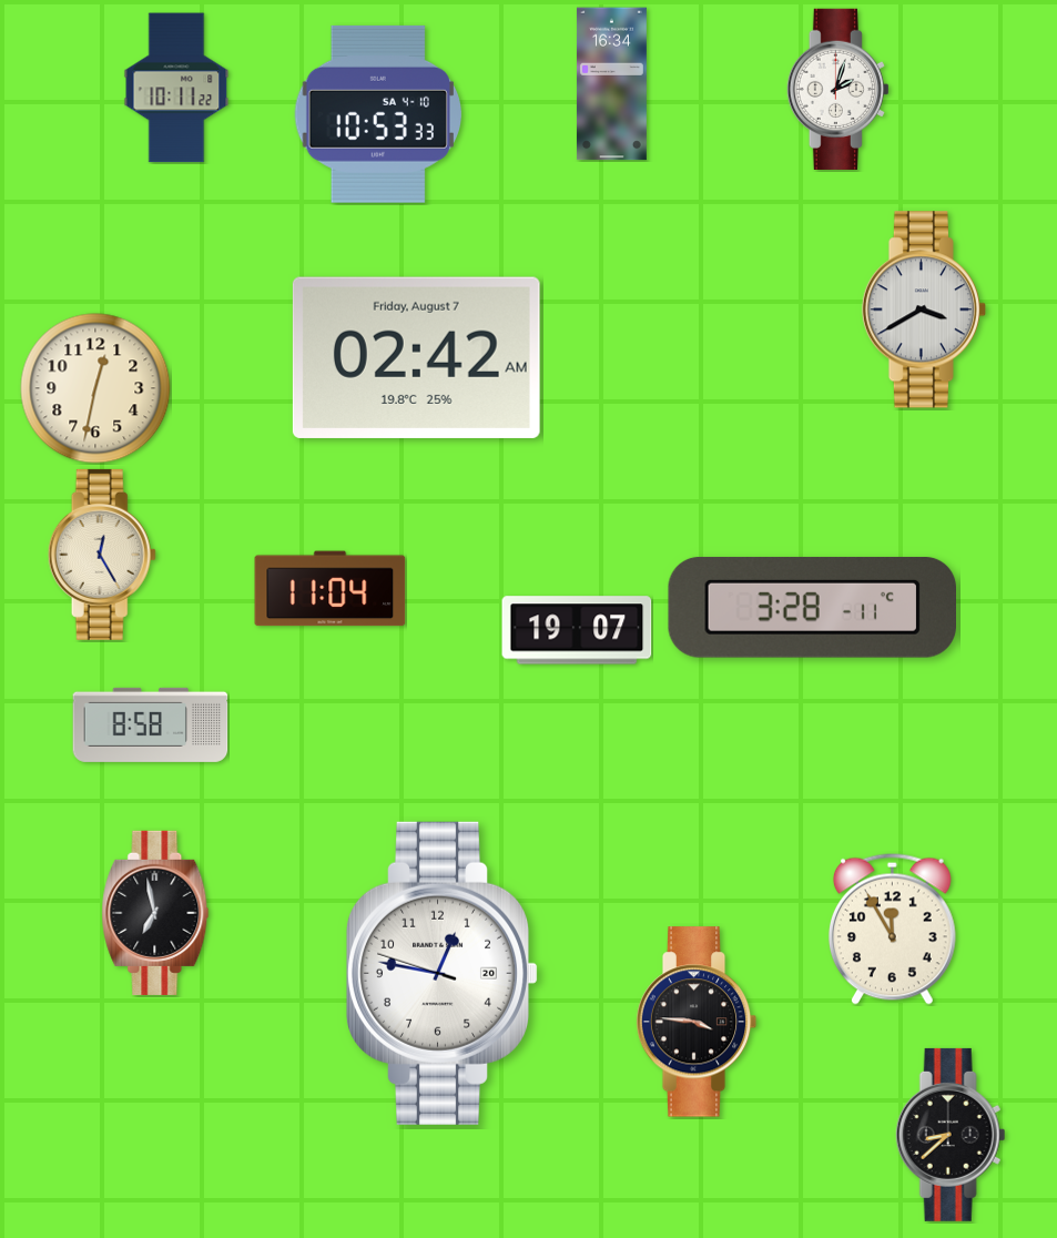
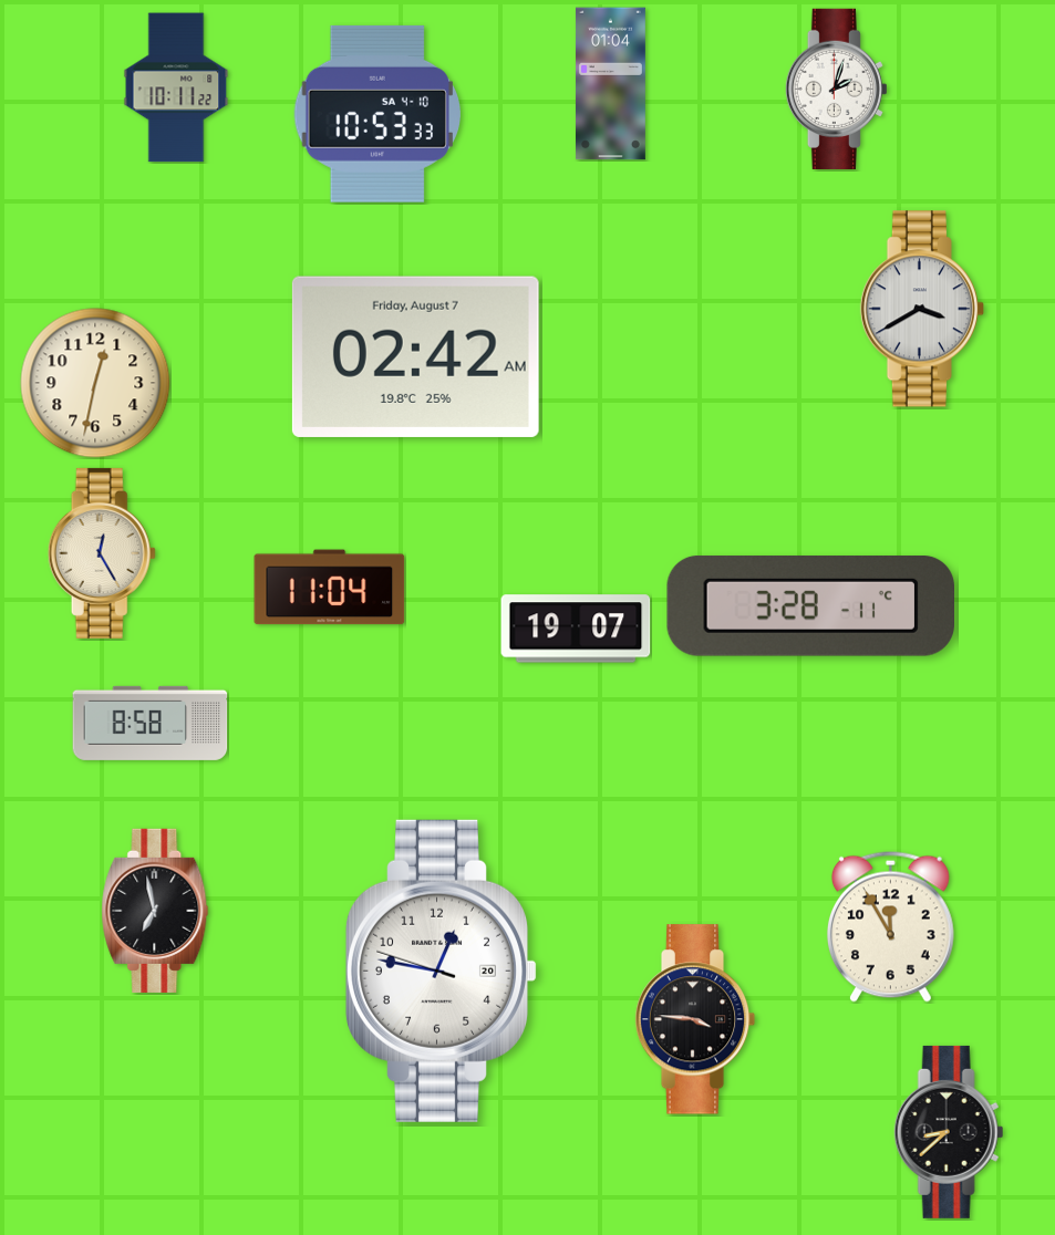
clock at (611, 84): 16:34 -> 01:04
clock at (95, 388) position: (95, 388) -> (95, 383)
